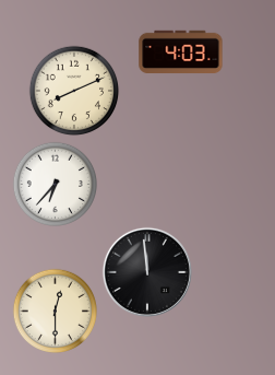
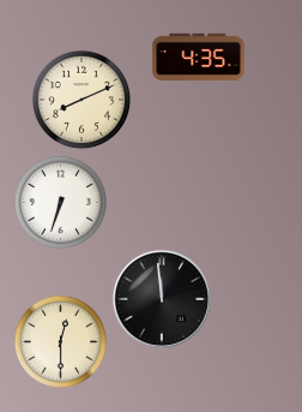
clock at (181, 52): 4:03 -> 4:35
clock at (55, 184): 6:37 -> 6:33
